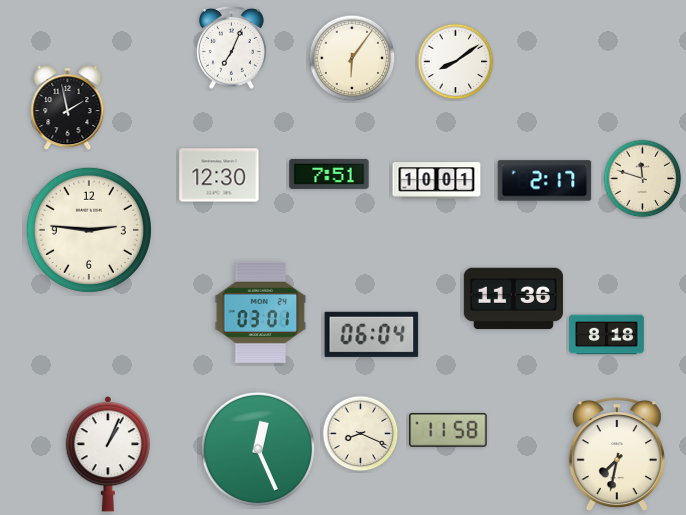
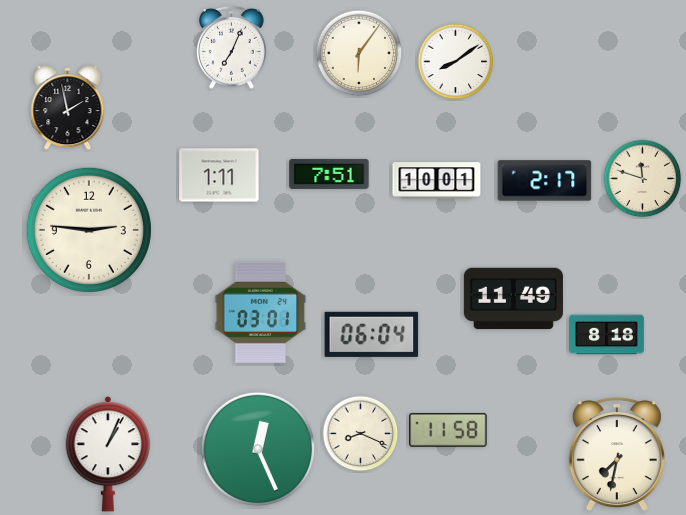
clock at (352, 58) position: (352, 58) -> (359, 53)
clock at (219, 175): 12:30 -> 1:11
clock at (513, 299): 11:36 -> 11:49
